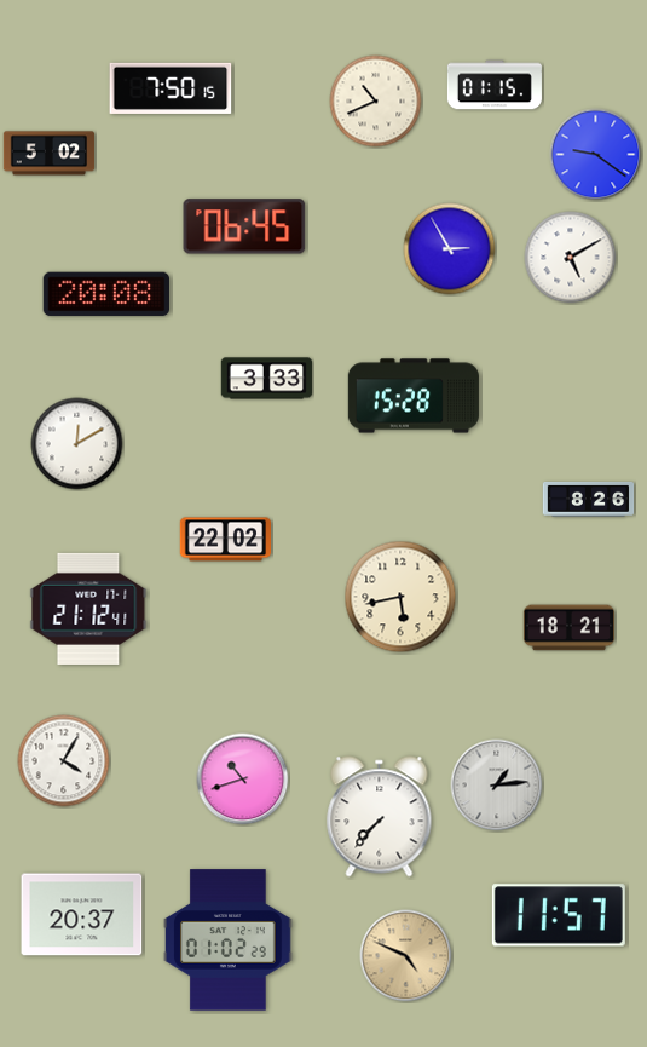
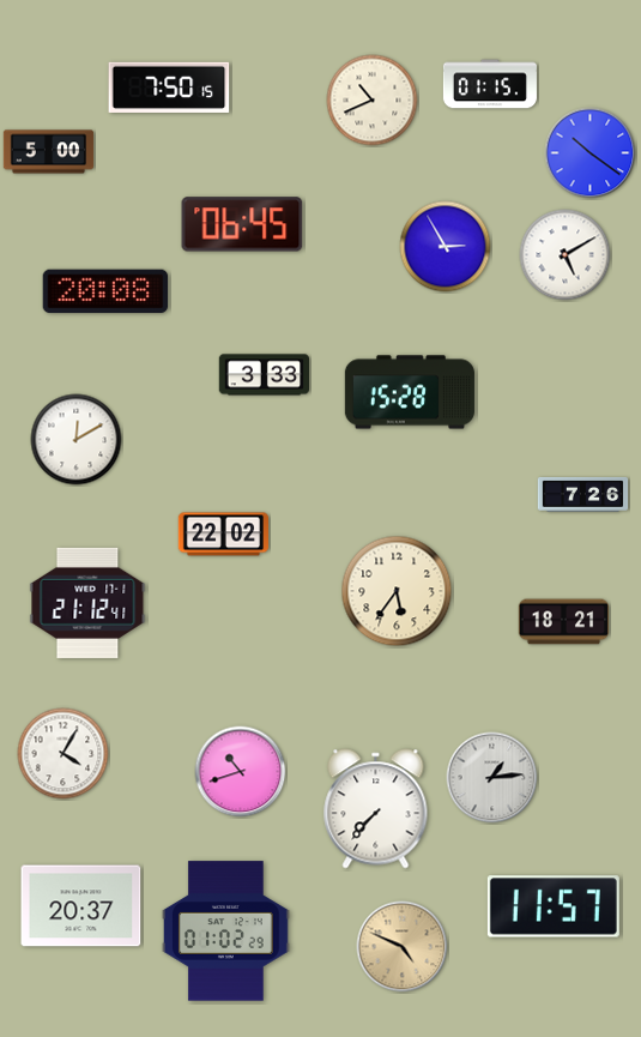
clock at (50, 154): 5:02 -> 5:00
clock at (596, 155): 9:21 -> 10:21
clock at (589, 499): 8:26 -> 7:26
clock at (400, 597): 5:43 -> 5:36
